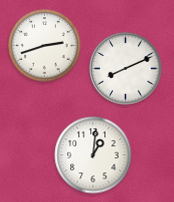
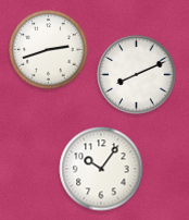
clock at (93, 155): 1:01 -> 10:06
